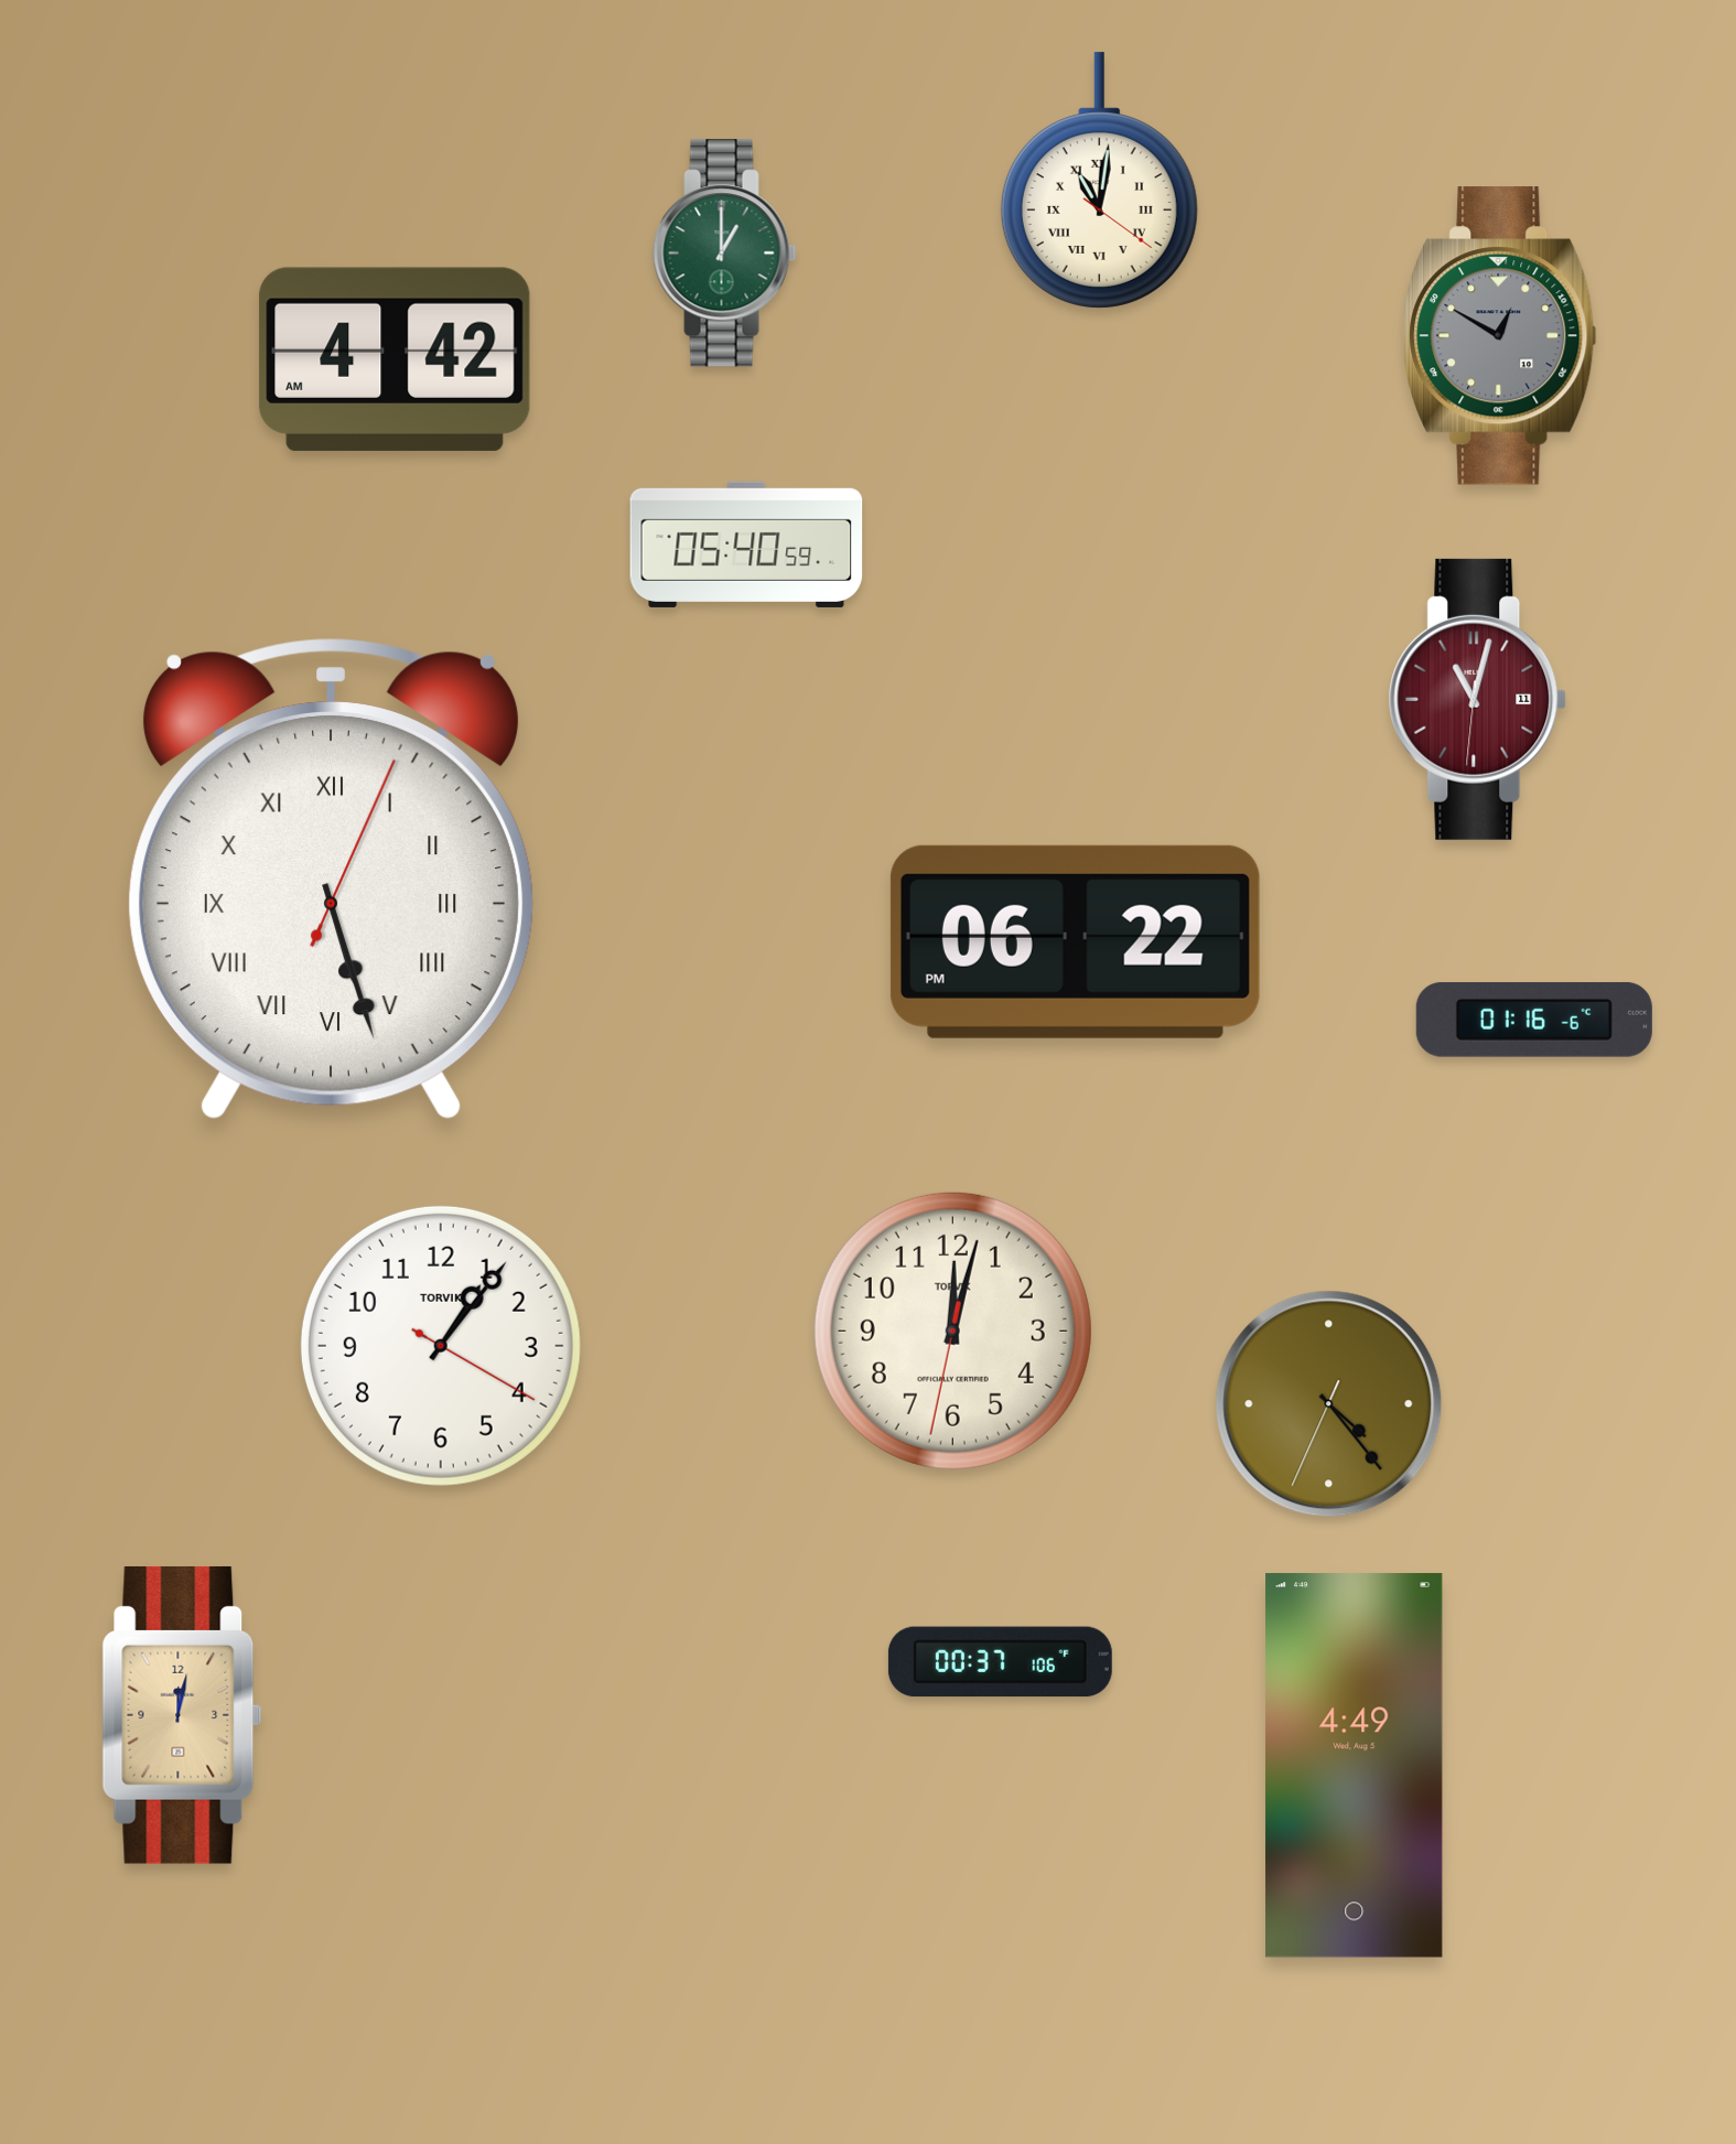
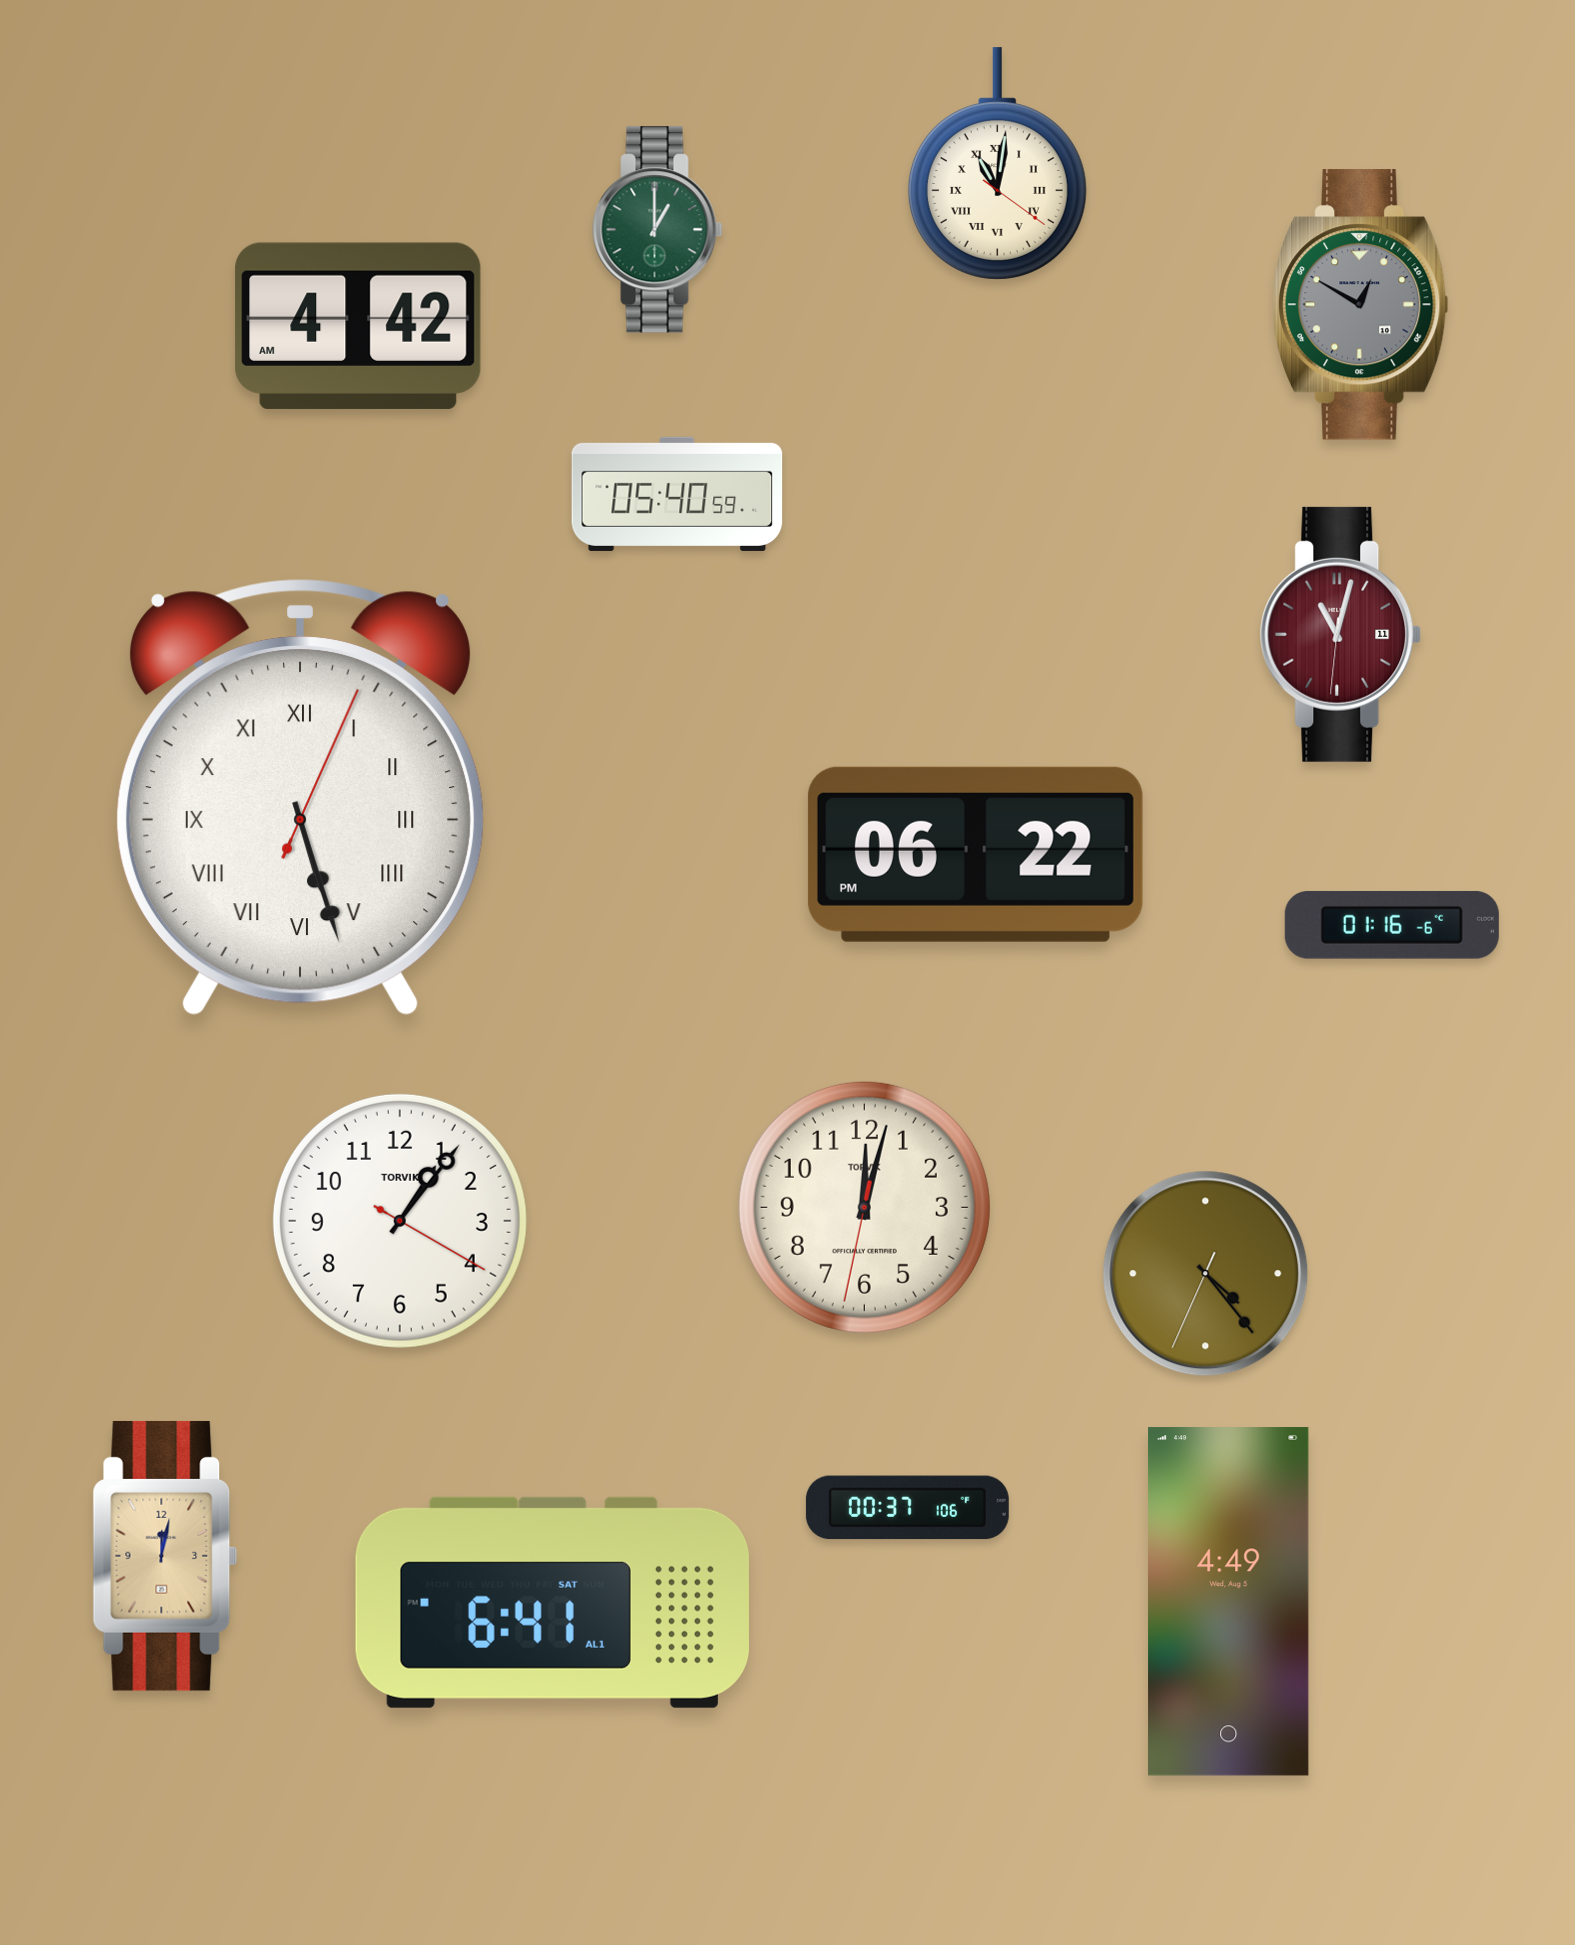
clock at (552, 1602): none -> 6:41
